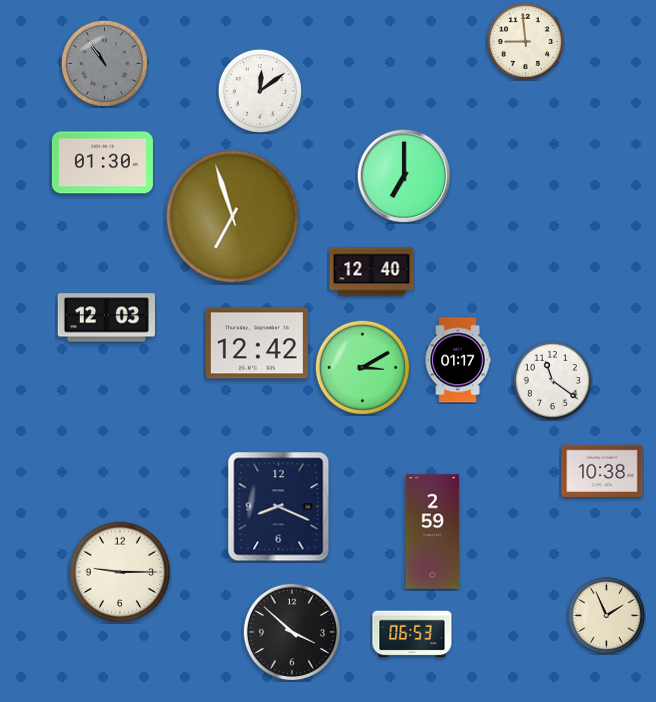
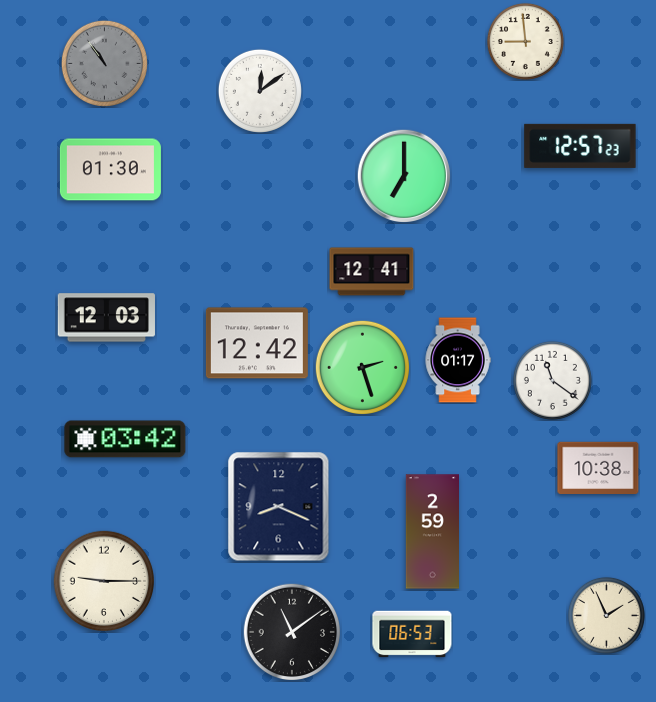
clock at (580, 146): none -> 12:57
clock at (102, 163) position: (102, 163) -> (110, 170)
clock at (233, 217): 6:57 -> none
clock at (372, 272): 12:40 -> 12:41
clock at (362, 367): 3:10 -> 2:27
clock at (125, 439): none -> 03:42
clock at (602, 471) position: (602, 471) -> (598, 468)
clock at (120, 572) position: (120, 572) -> (104, 581)
clock at (291, 631): 3:52 -> 11:09
